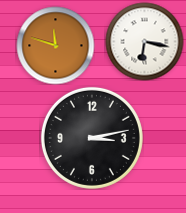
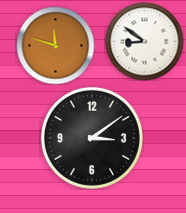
clock at (144, 41): 6:17 -> 8:51
clock at (92, 138): 3:13 -> 3:09
